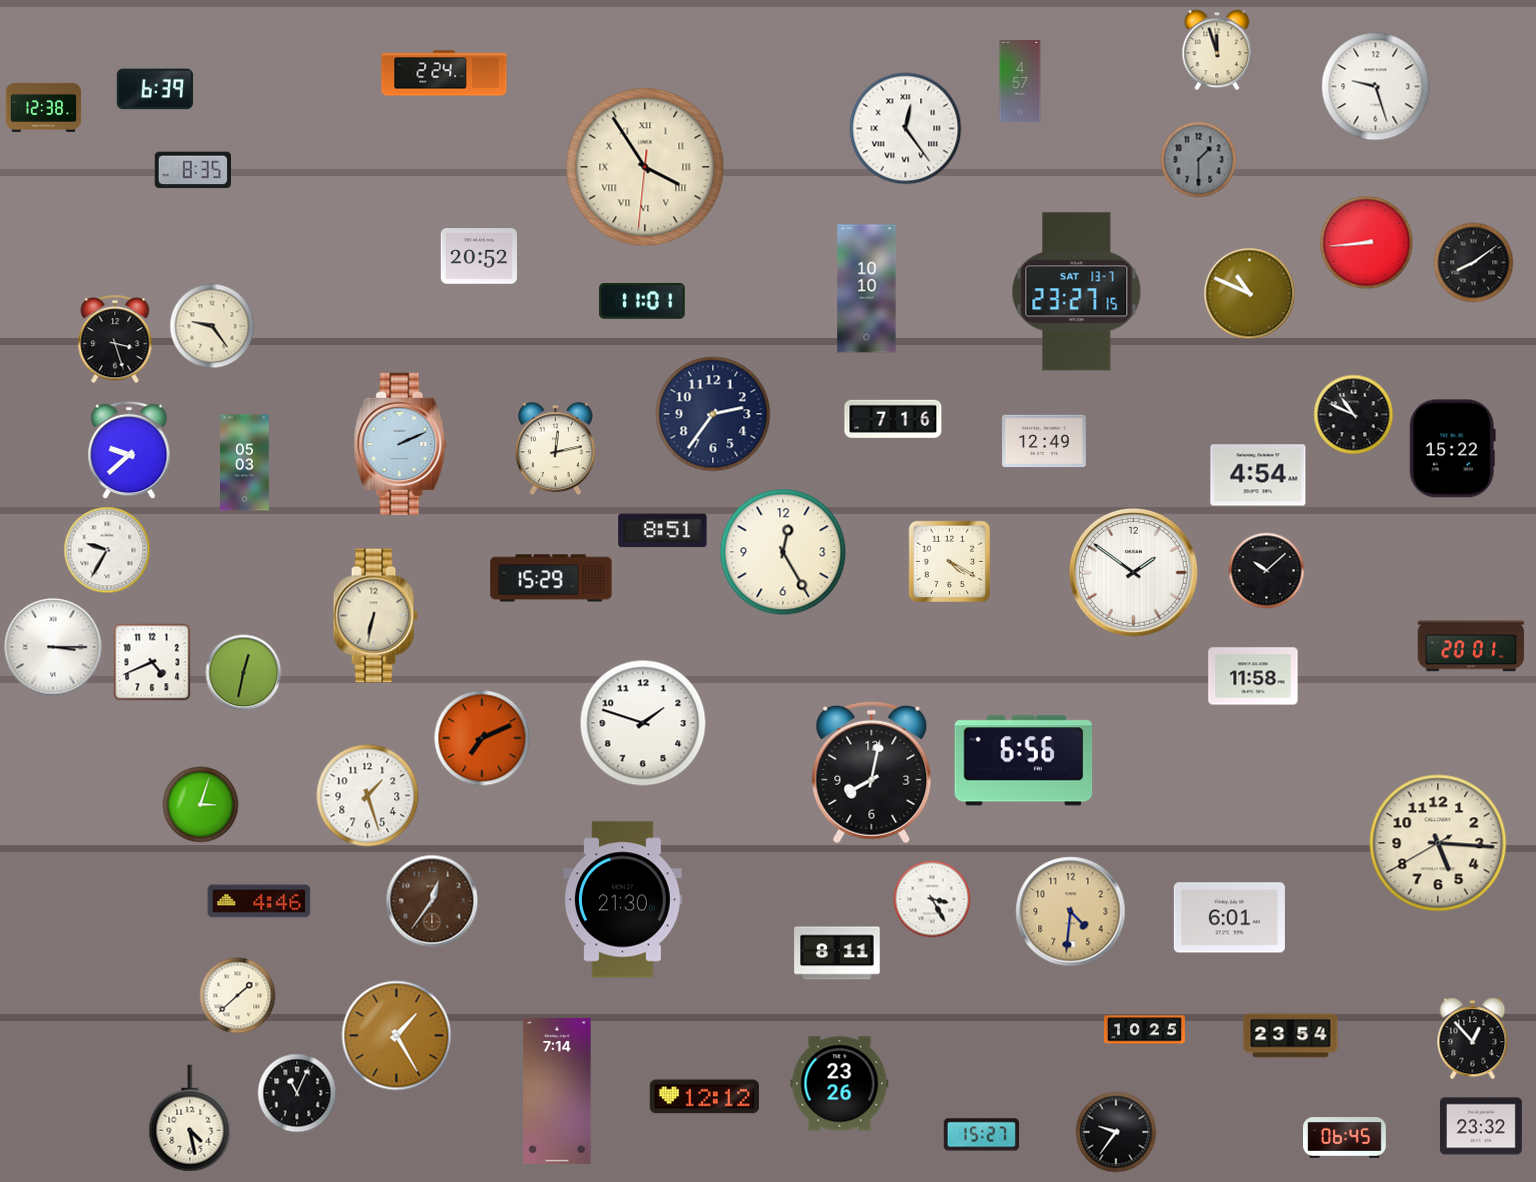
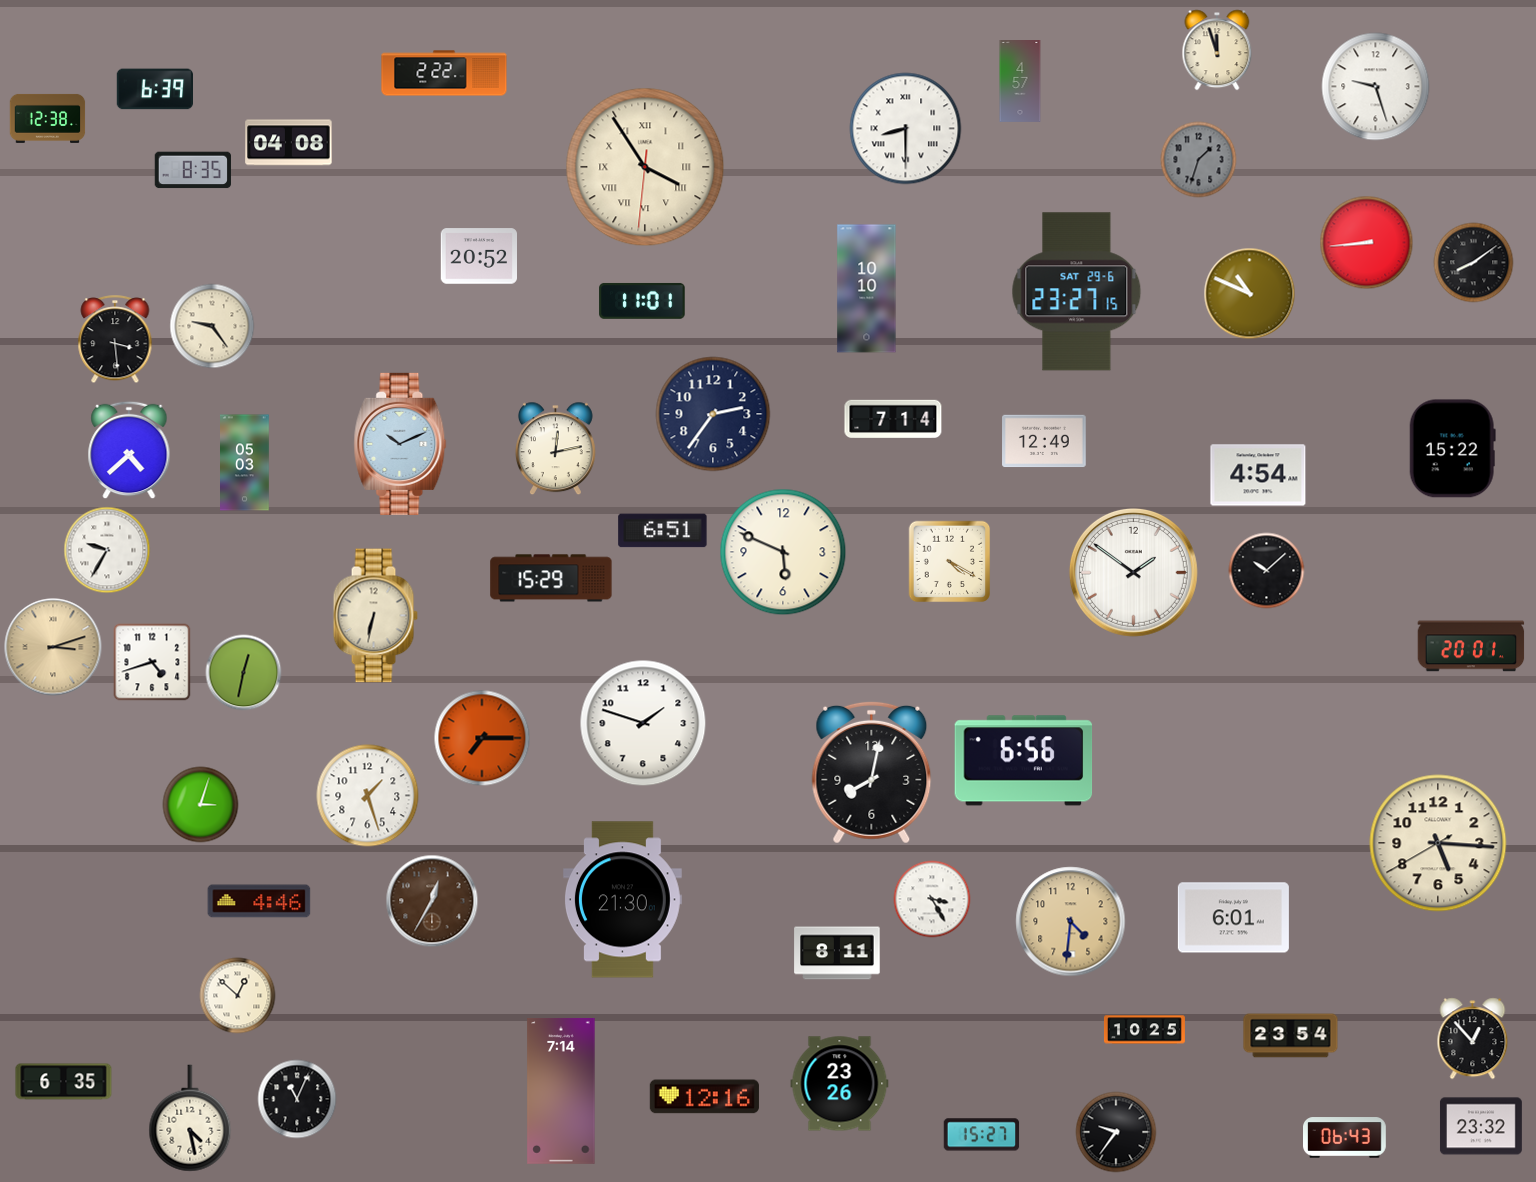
clock at (444, 73): 2:24 -> 2:22
clock at (44, 107) position: (44, 107) -> (48, 118)
clock at (906, 129): 12:24 -> 8:30
clock at (289, 143): none -> 04:08
clock at (1199, 160): 1:30 -> 1:33
clock at (1077, 292) date: SAT 13-7 -> SAT 29-6
clock at (115, 340): 3:27 -> 3:29
clock at (1354, 415): 10:49 -> none
clock at (893, 418): 7:16 -> 7:14
clock at (400, 444): 2:11 -> 10:11
clock at (129, 450): 9:38 -> 4:38
clock at (663, 531): 8:51 -> 6:51
clock at (783, 552): 12:25 -> 5:49
clock at (53, 647): 3:15 -> 3:12
clock at (53, 647) dial: white -> champagne
clock at (152, 662): 4:41 -> 4:42
clock at (1253, 676): 11:58 -> none
clock at (482, 738): 7:11 -> 7:15
clock at (432, 901): 12:36 -> 12:35
clock at (1071, 912) position: (1071, 912) -> (1071, 922)
clock at (1229, 918) position: (1229, 918) -> (1233, 918)
clock at (238, 996): 1:38 -> 12:52
clock at (397, 1036): 1:25 -> none
clock at (64, 1082): none -> 6:35
clock at (557, 1091) position: (557, 1091) -> (561, 1091)
clock at (297, 1093) position: (297, 1093) -> (297, 1099)
clock at (704, 1097): 12:12 -> 12:16
clock at (1345, 1138): 06:45 -> 06:43
